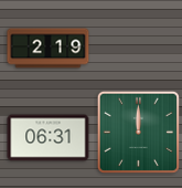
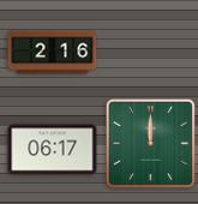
clock at (49, 49): 2:19 -> 2:16
clock at (49, 138): 06:31 -> 06:17
